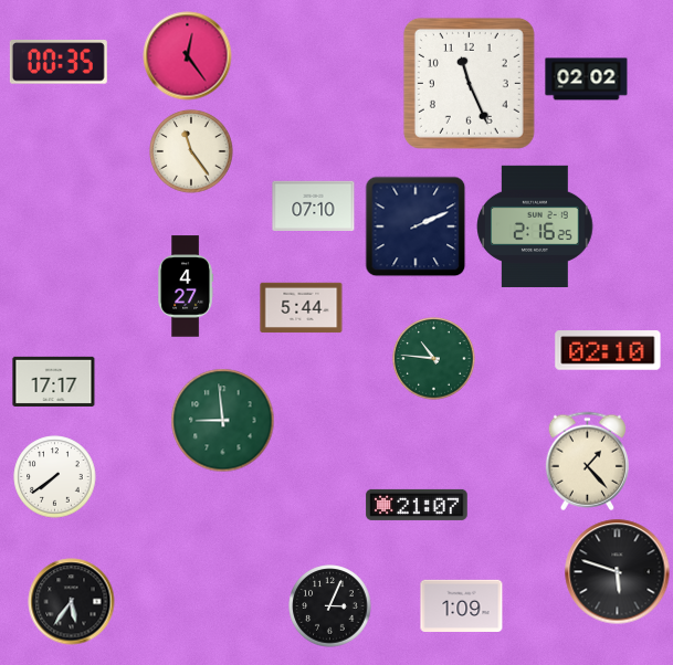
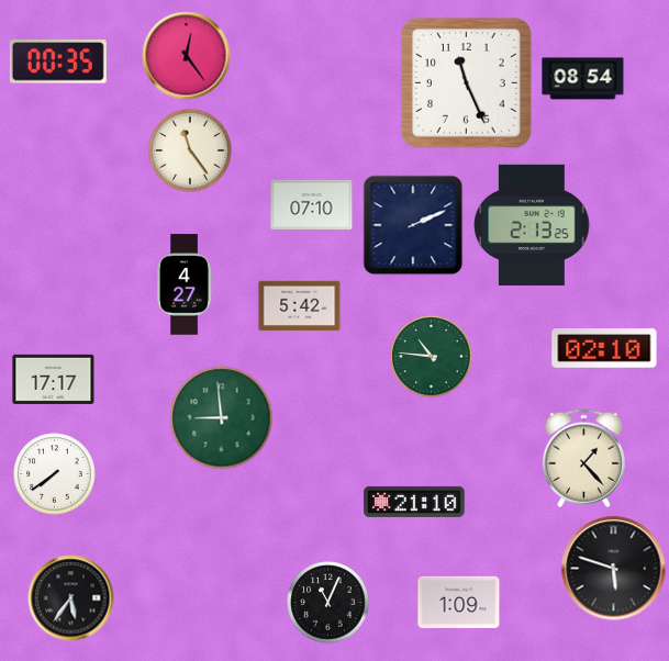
clock at (587, 80): 02:02 -> 08:54
clock at (535, 225): 2:16 -> 2:13
clock at (302, 308): 5:44 -> 5:42
clock at (417, 505): 21:07 -> 21:10
clock at (330, 606): 3:04 -> 11:04
